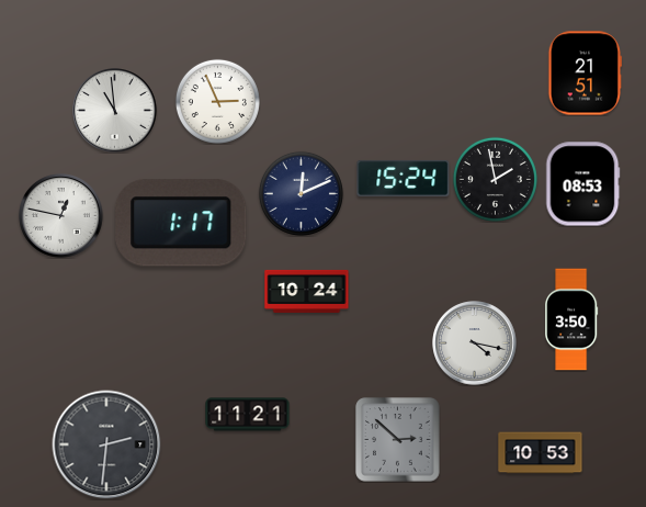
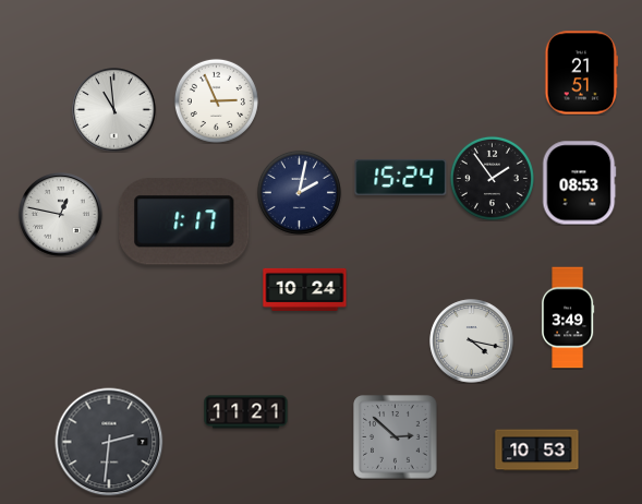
clock at (495, 179): 1:58 -> 1:54
clock at (301, 193): 12:11 -> 2:02
clock at (181, 223) position: (181, 223) -> (184, 221)
clock at (571, 319): 3:50 -> 3:49
clock at (106, 444) position: (106, 444) -> (109, 442)
